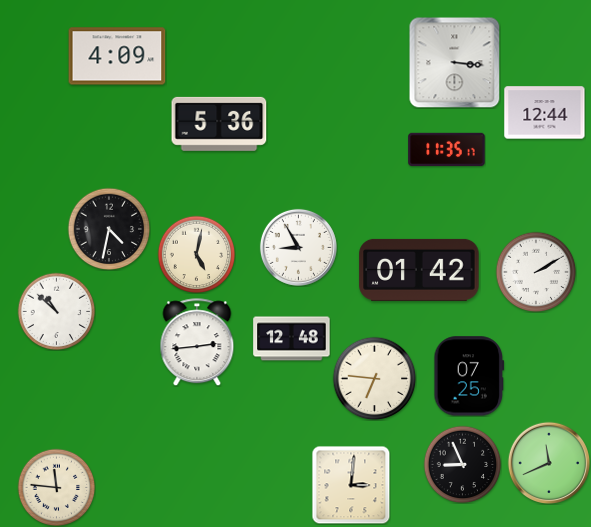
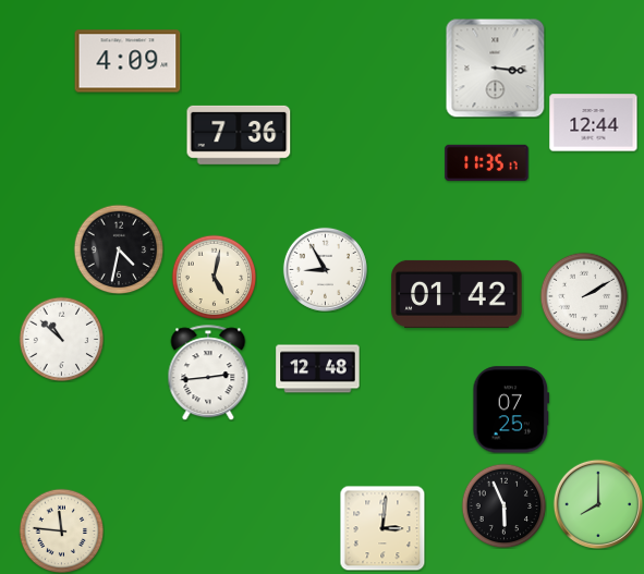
clock at (219, 124): 5:36 -> 7:36
clock at (197, 342) position: (197, 342) -> (208, 373)
clock at (374, 378): 6:46 -> none
clock at (548, 462): 11:41 -> 8:00
clock at (462, 464): 8:56 -> 5:56
